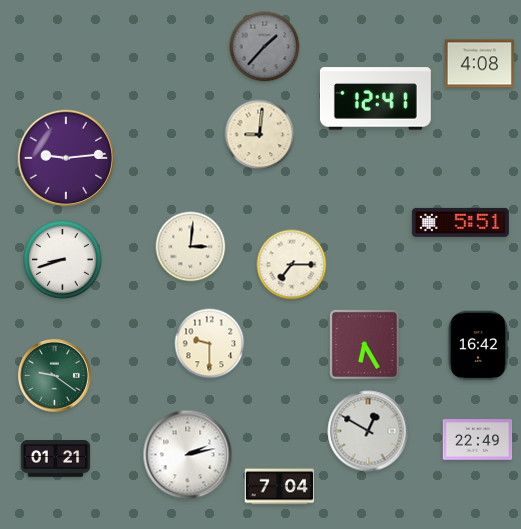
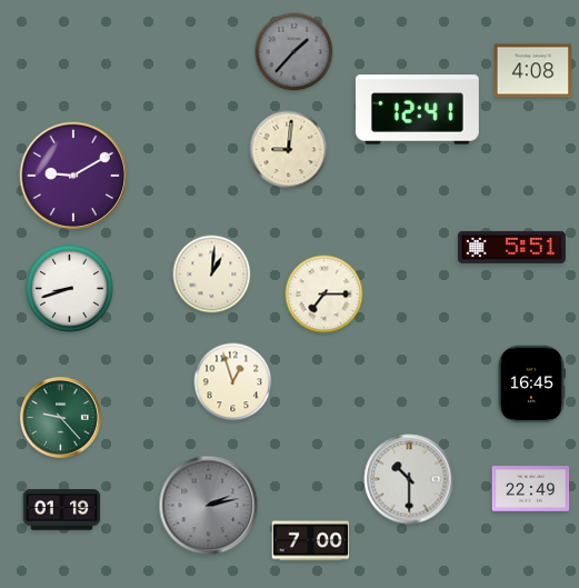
clock at (66, 158): 9:14 -> 9:10
clock at (191, 247): 3:01 -> 1:01
clock at (210, 344): 9:30 -> 12:57
clock at (364, 344): 6:25 -> none
clock at (478, 346): 16:42 -> 16:45
clock at (54, 375): 9:21 -> 9:23
clock at (368, 431): 12:50 -> 10:30
clock at (188, 455) dial: white -> grey
clock at (56, 459): 01:21 -> 01:19
clock at (280, 487): 7:04 -> 7:00
